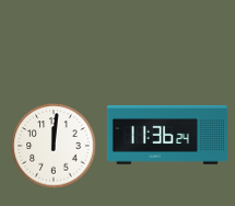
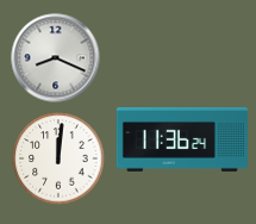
clock at (56, 58): none -> 8:19
clock at (167, 136) position: (167, 136) -> (182, 141)
